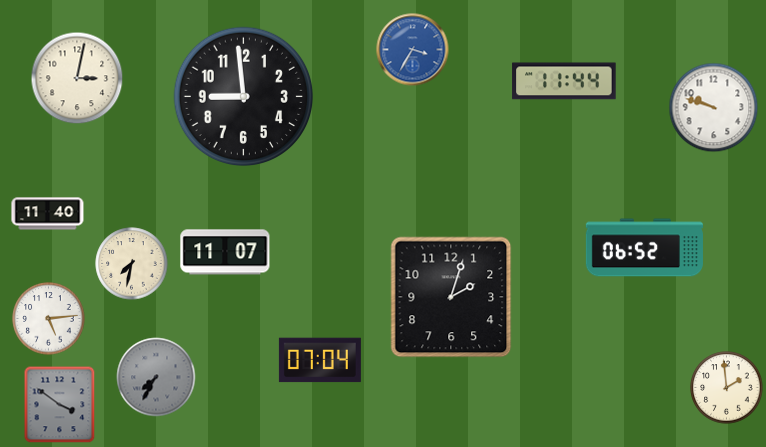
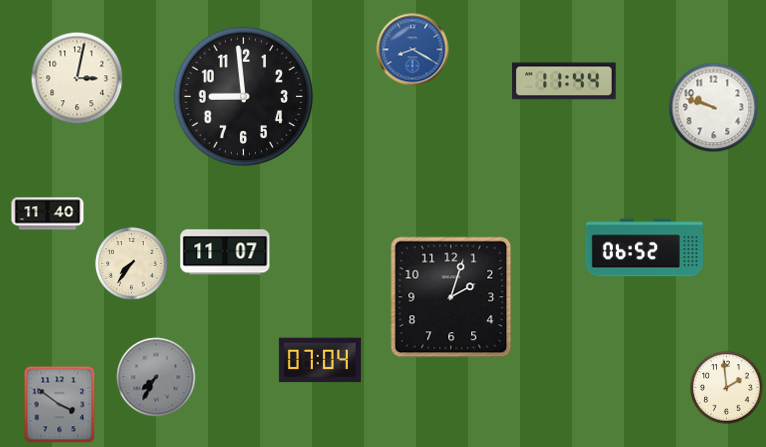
clock at (413, 50): 3:35 -> 8:20
clock at (132, 264): 7:32 -> 7:36
clock at (49, 319): 5:14 -> none
